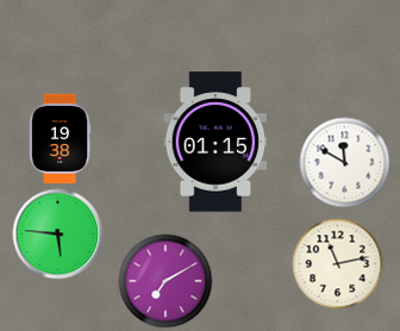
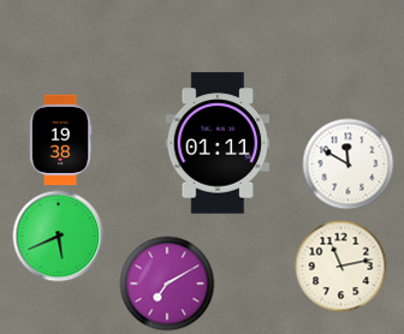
clock at (215, 142): 01:15 -> 01:11
clock at (58, 235): 5:46 -> 5:41
